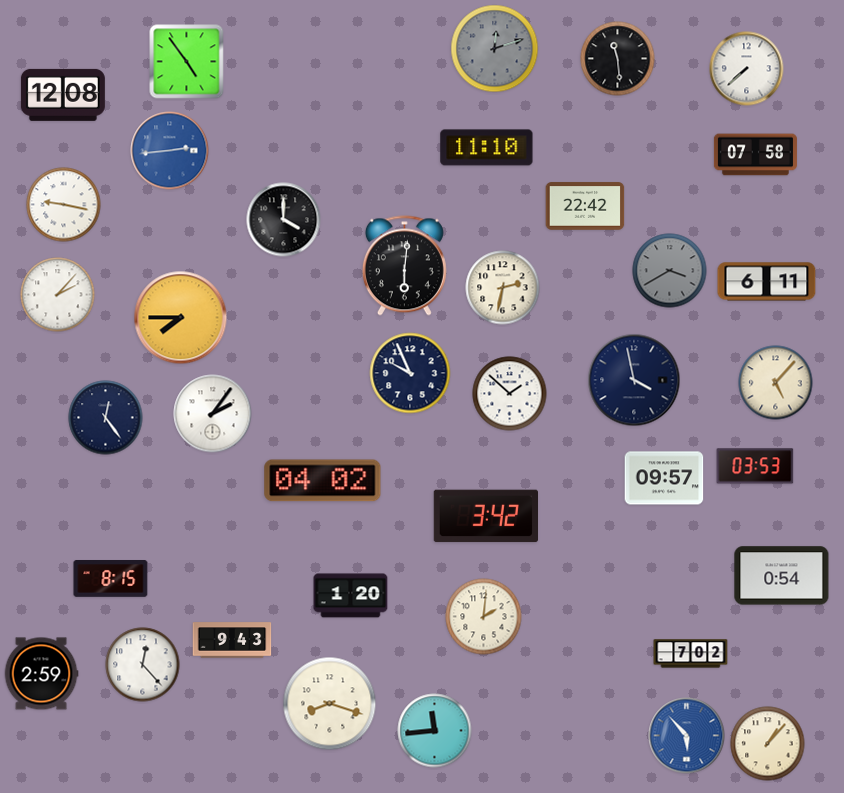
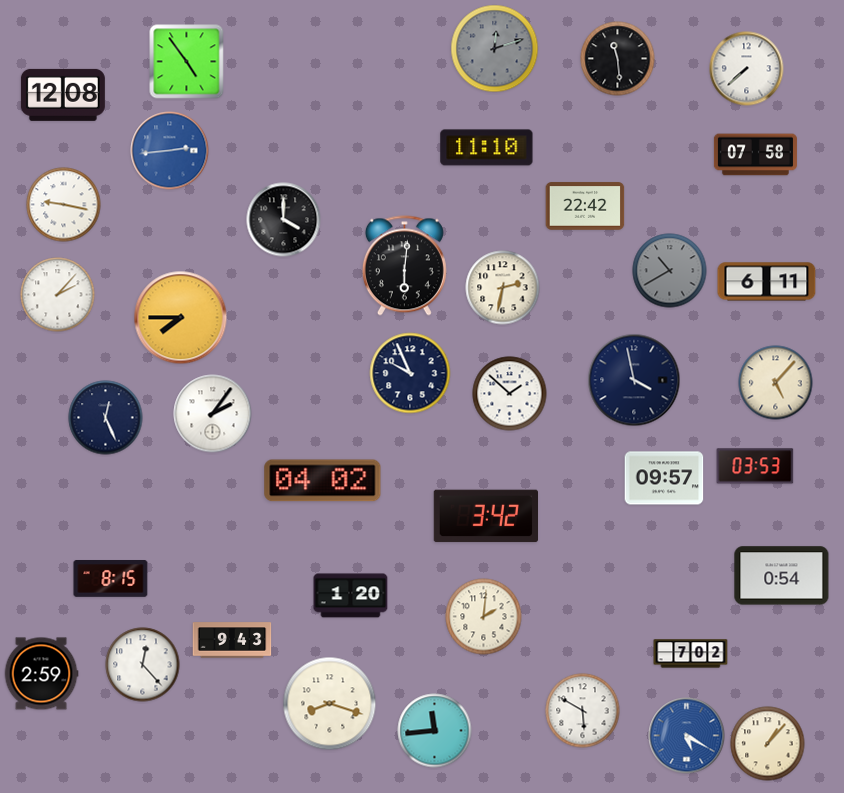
clock at (670, 271): 3:40 -> 10:40
clock at (106, 418): 12:24 -> 12:26
clock at (583, 711): none -> 5:50
clock at (687, 736): 5:53 -> 5:20
